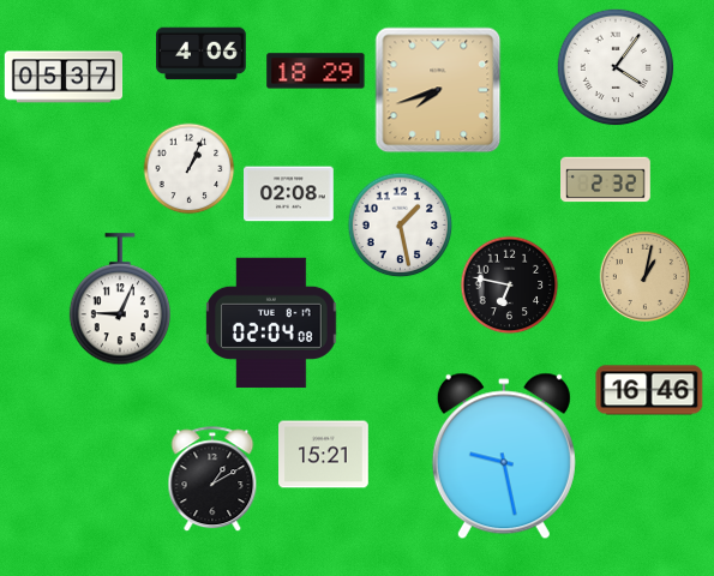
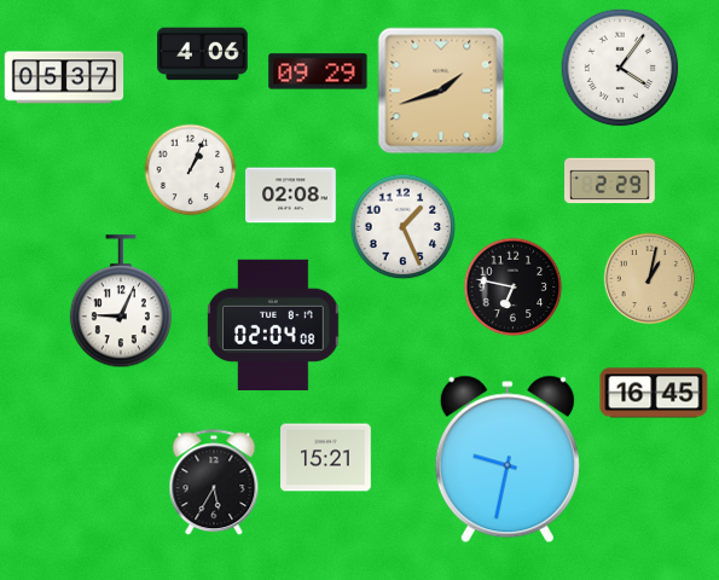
clock at (316, 71): 18:29 -> 09:29
clock at (438, 90): 7:42 -> 1:42
clock at (606, 180): 2:32 -> 2:29
clock at (401, 226): 1:28 -> 1:26
clock at (649, 390): 16:46 -> 16:45
clock at (504, 456): 9:28 -> 9:32
clock at (212, 480): 1:10 -> 5:35
